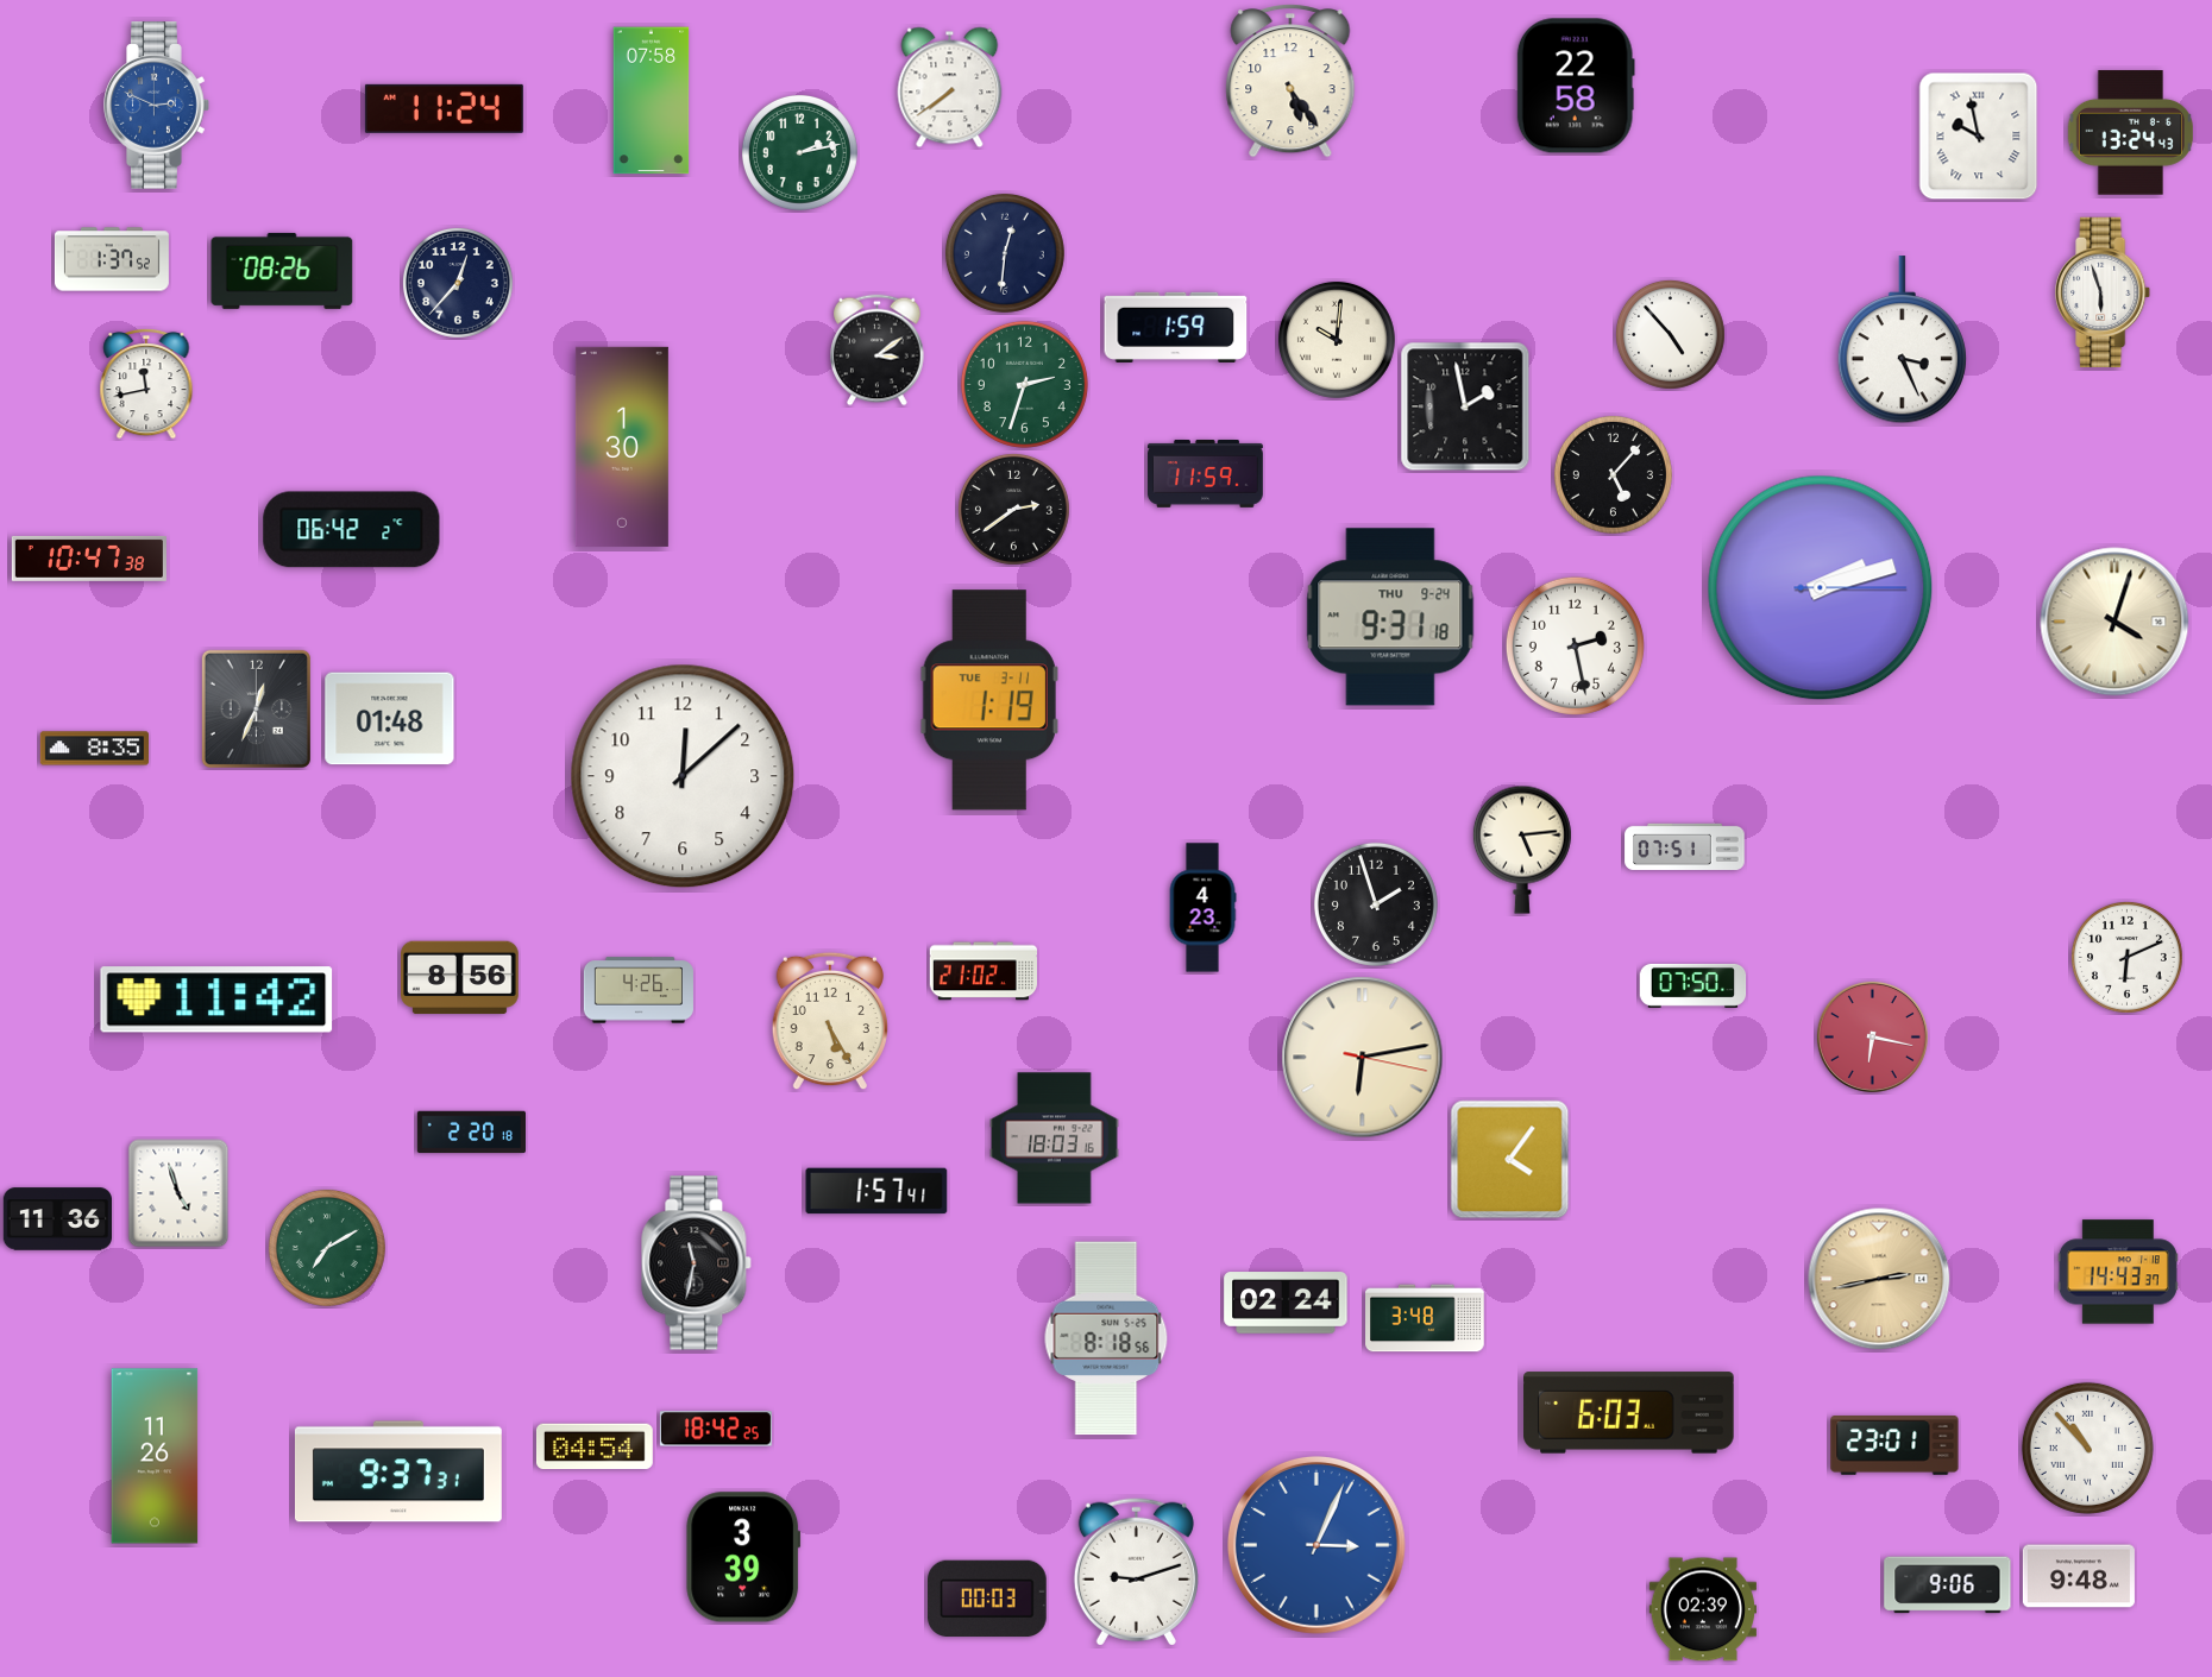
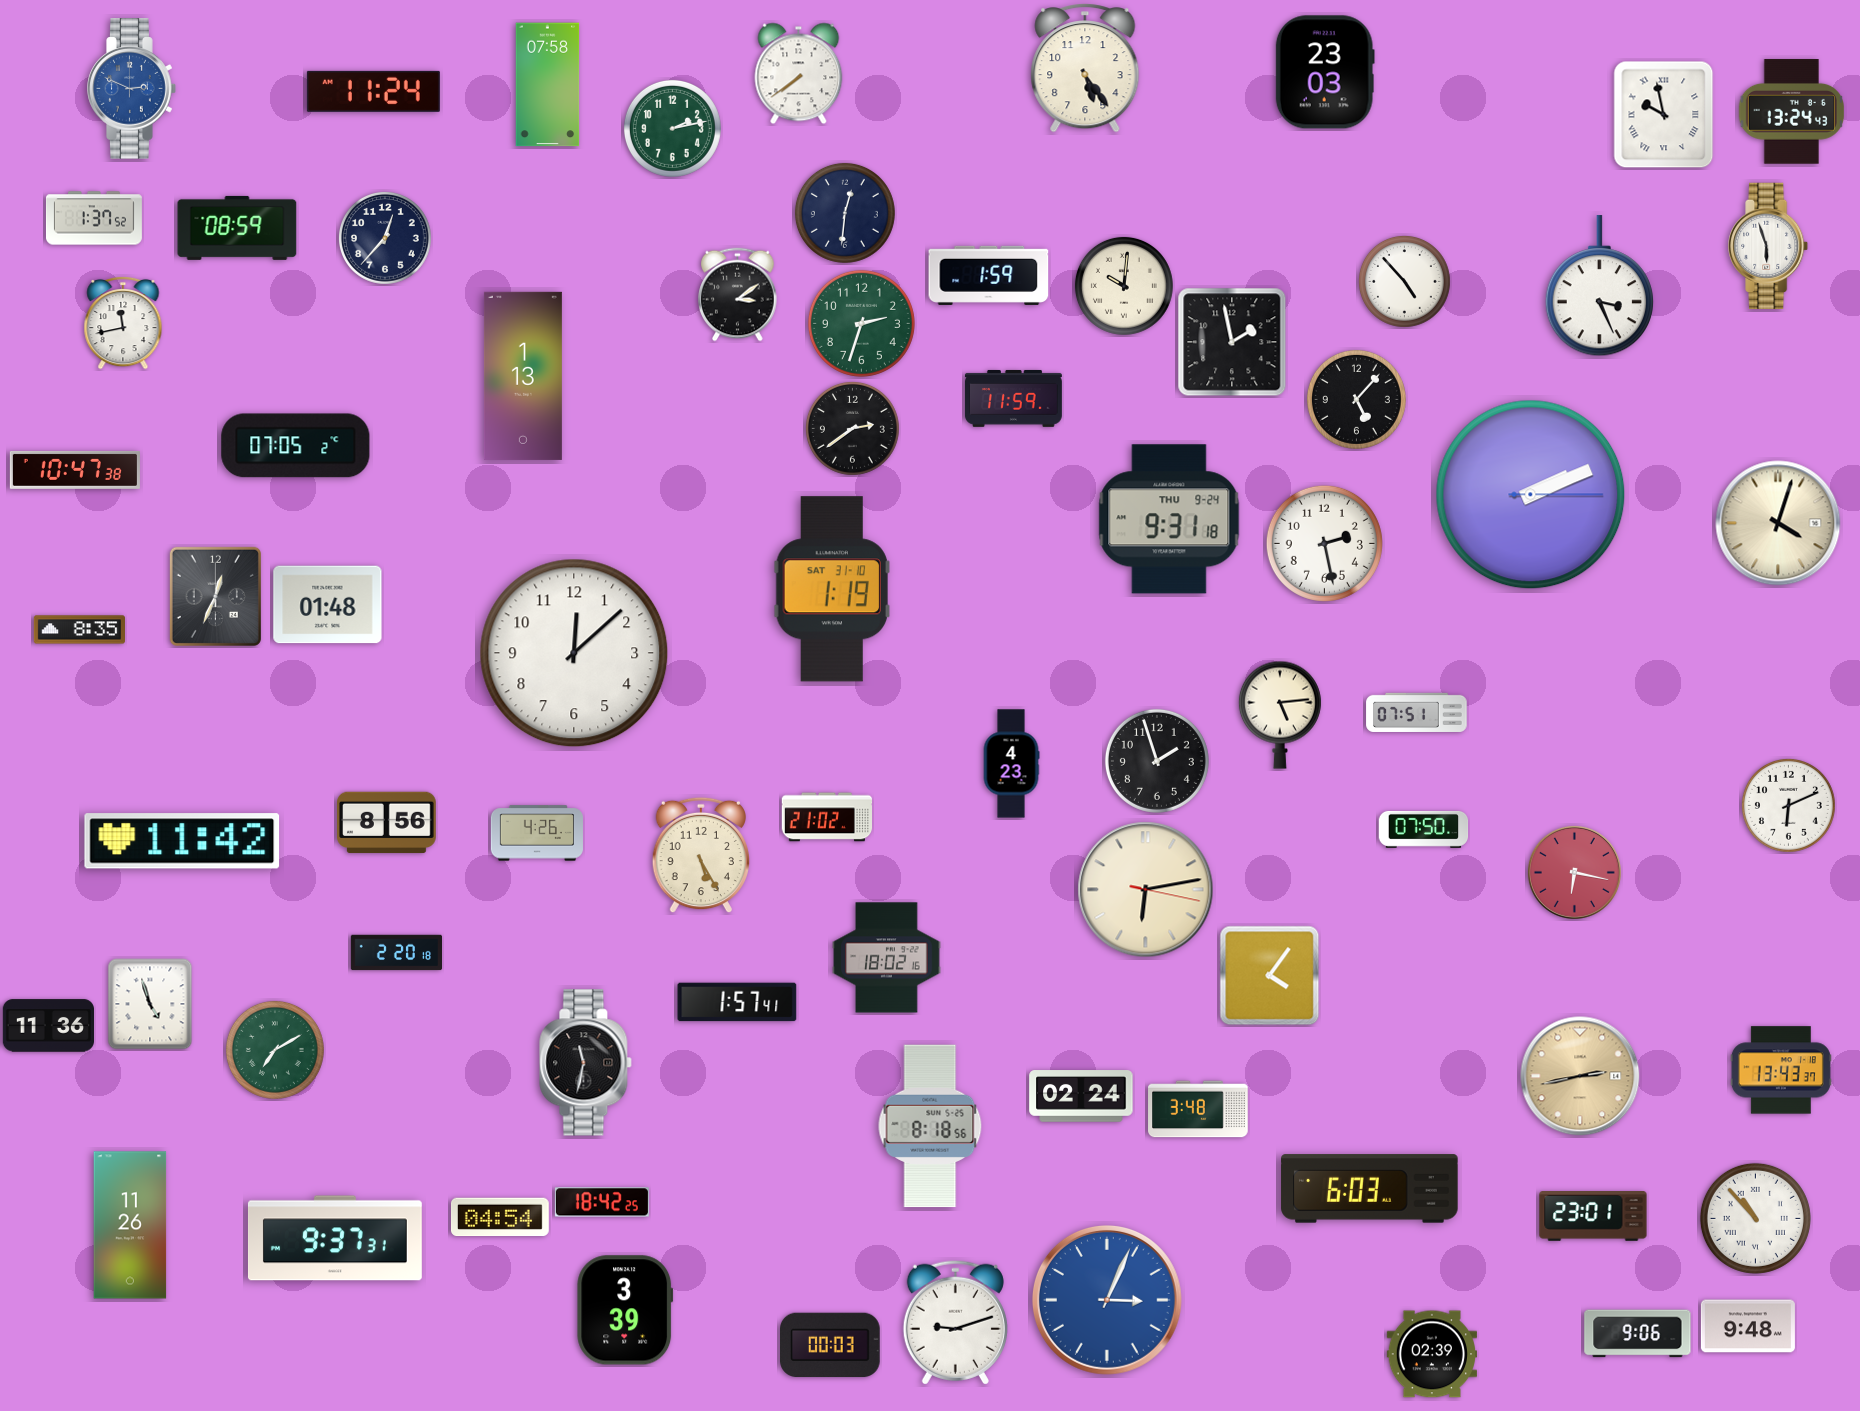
clock at (1576, 86): 22:58 -> 23:03
clock at (282, 271): 08:26 -> 08:59
clock at (622, 447): 1:30 -> 1:13
clock at (352, 530): 06:42 -> 07:05
clock at (1821, 588): 2:12 -> 2:11
clock at (989, 700) date: TUE 3-11 -> SAT 31-10
clock at (830, 1021) position: (830, 1021) -> (701, 855)
clock at (1055, 1139): 18:03 -> 18:02
clock at (2118, 1272): 14:43 -> 13:43
